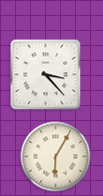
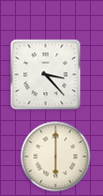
clock at (56, 157): 6:05 -> 6:00
